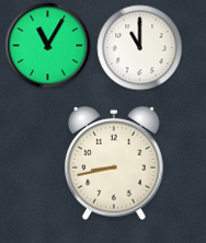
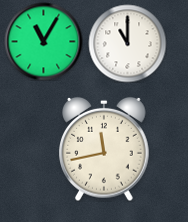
clock at (114, 163): 8:43 -> 11:43
